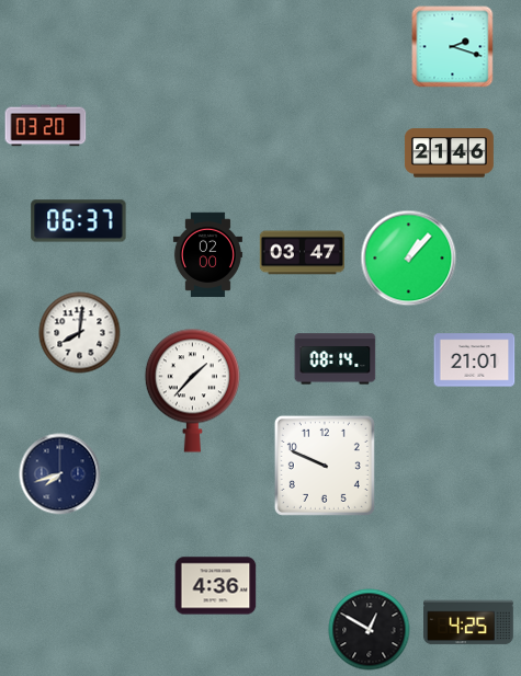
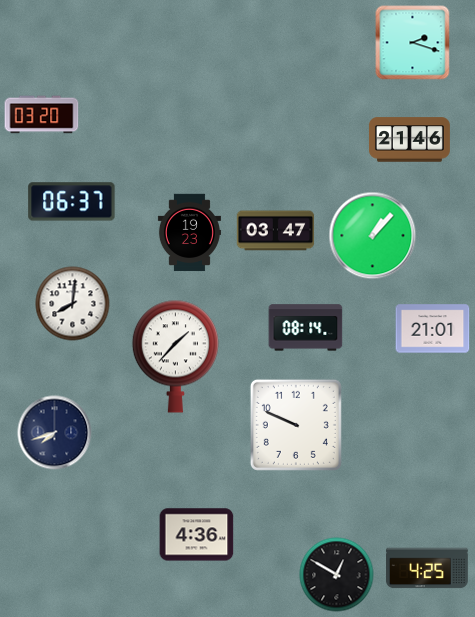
clock at (207, 255): 02:00 -> 19:23
